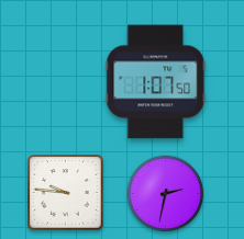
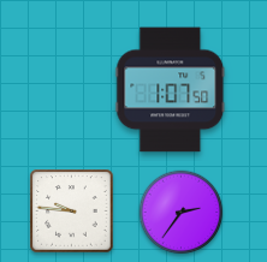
clock at (166, 194): 2:32 -> 2:36
